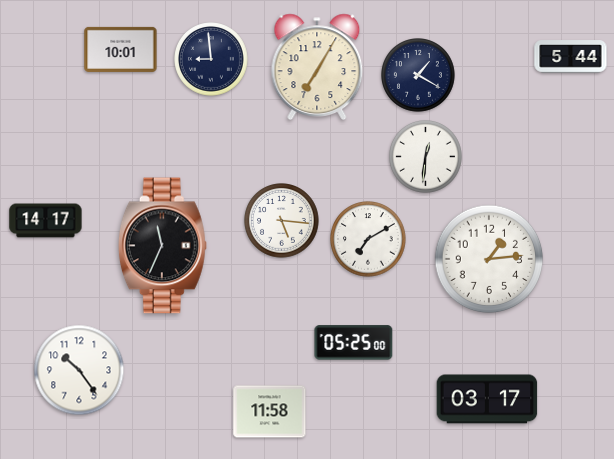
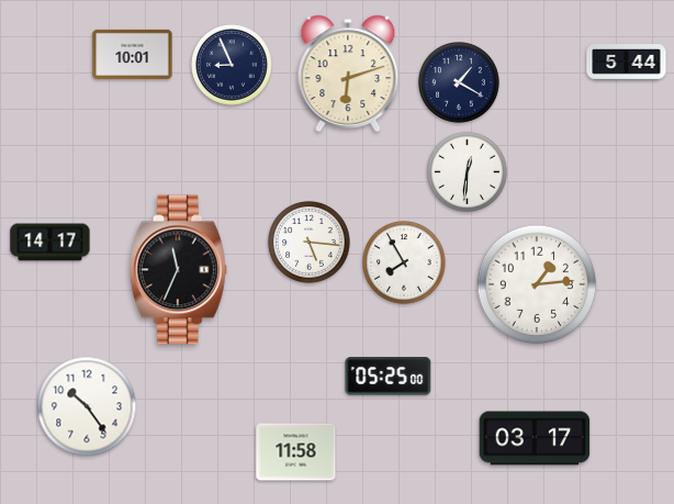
clock at (212, 60): 8:59 -> 8:56
clock at (317, 66): 7:05 -> 6:12
clock at (368, 239): 7:10 -> 7:55
